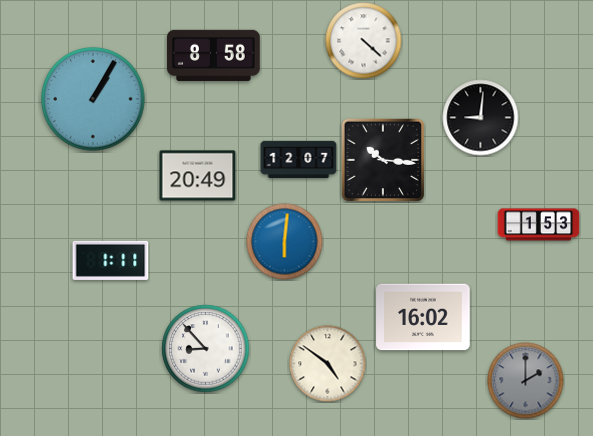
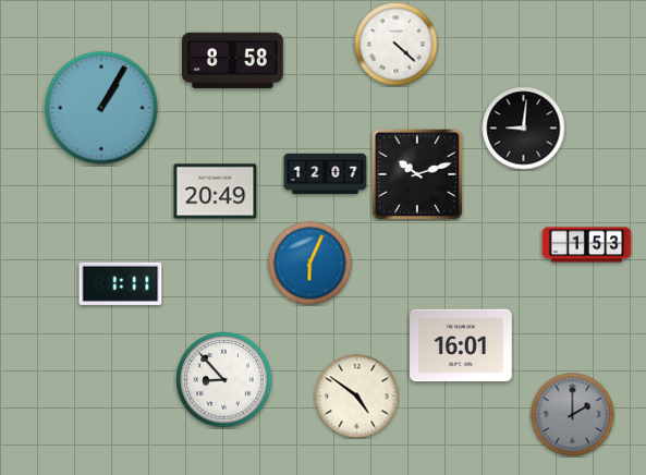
clock at (383, 160): 10:16 -> 10:12
clock at (285, 242): 6:01 -> 6:04
clock at (423, 317): 16:02 -> 16:01
